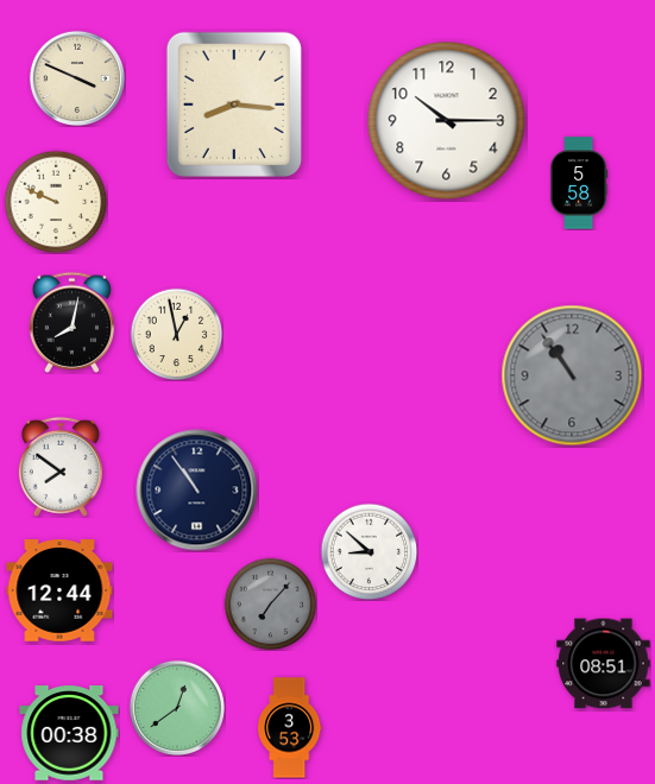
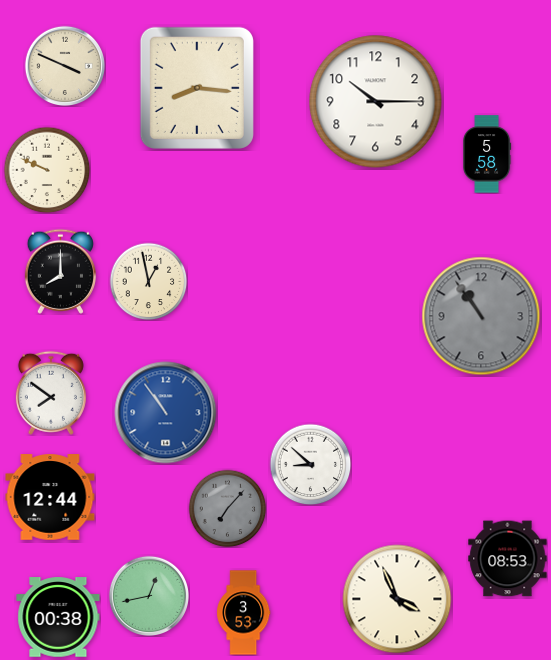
clock at (71, 322): 8:02 -> 8:00
clock at (197, 491) dial: navy -> blue
clock at (604, 664): 08:51 -> 08:53
clock at (176, 707): 12:39 -> 12:43
clock at (397, 599): none -> 3:56
